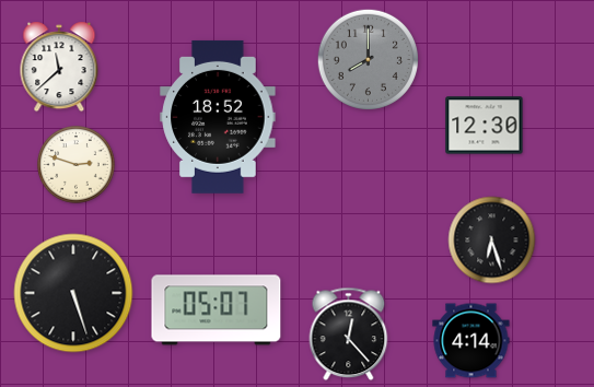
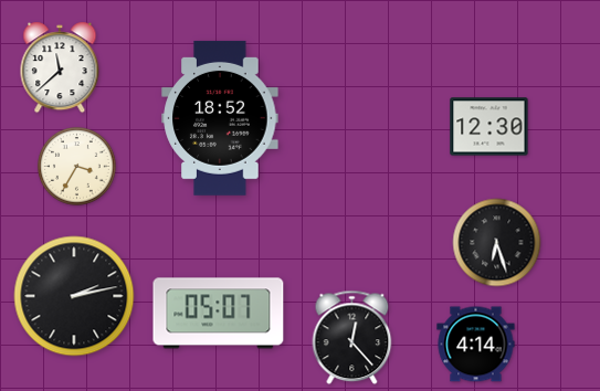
clock at (368, 59): 8:00 -> none
clock at (77, 165): 2:48 -> 3:35
clock at (73, 293): 5:27 -> 2:13
